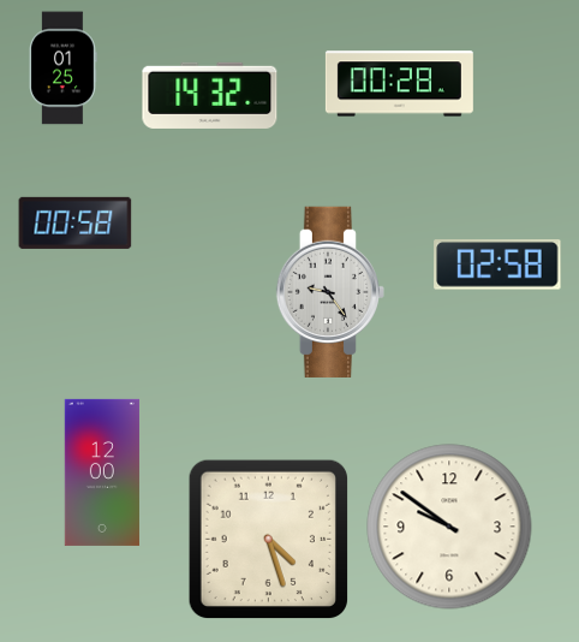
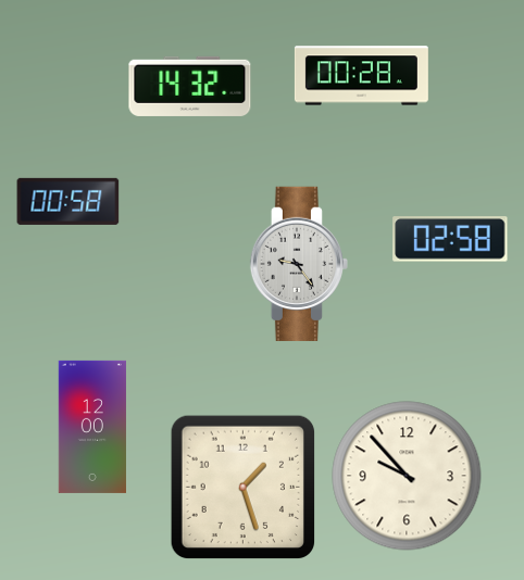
clock at (64, 69): 01:25 -> none
clock at (449, 527): 9:51 -> 9:53
clock at (268, 539): 4:27 -> 1:27
